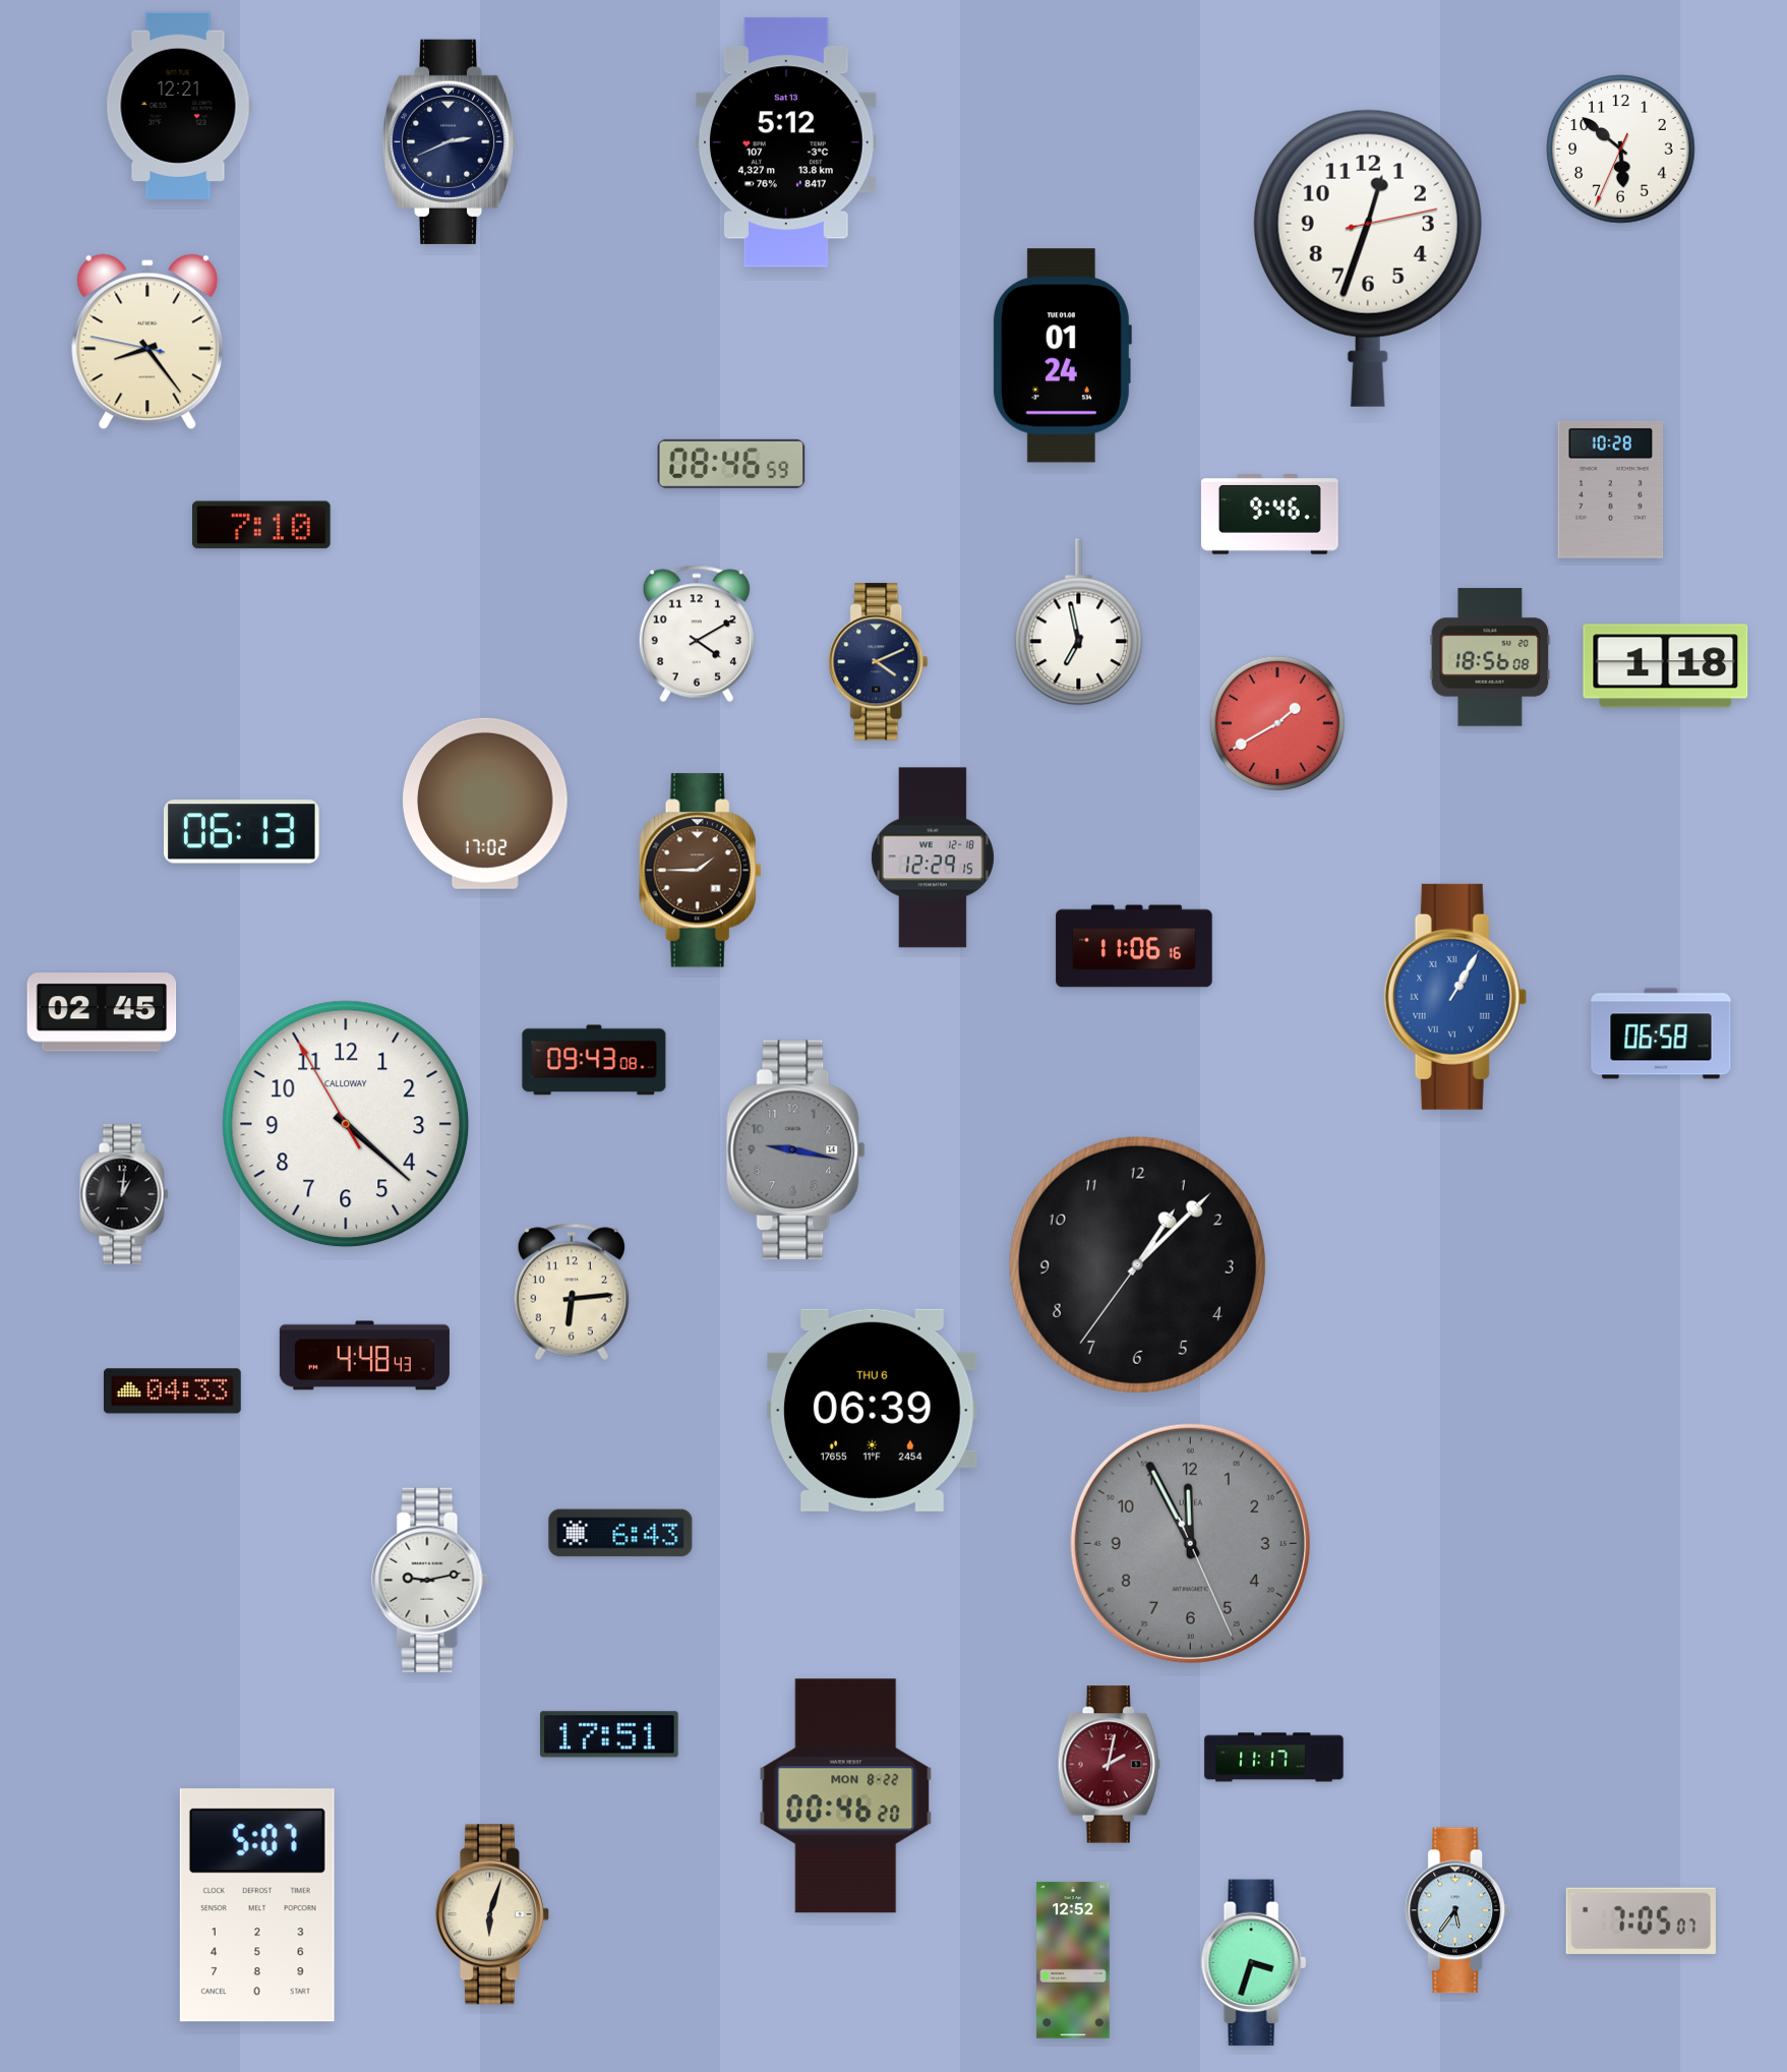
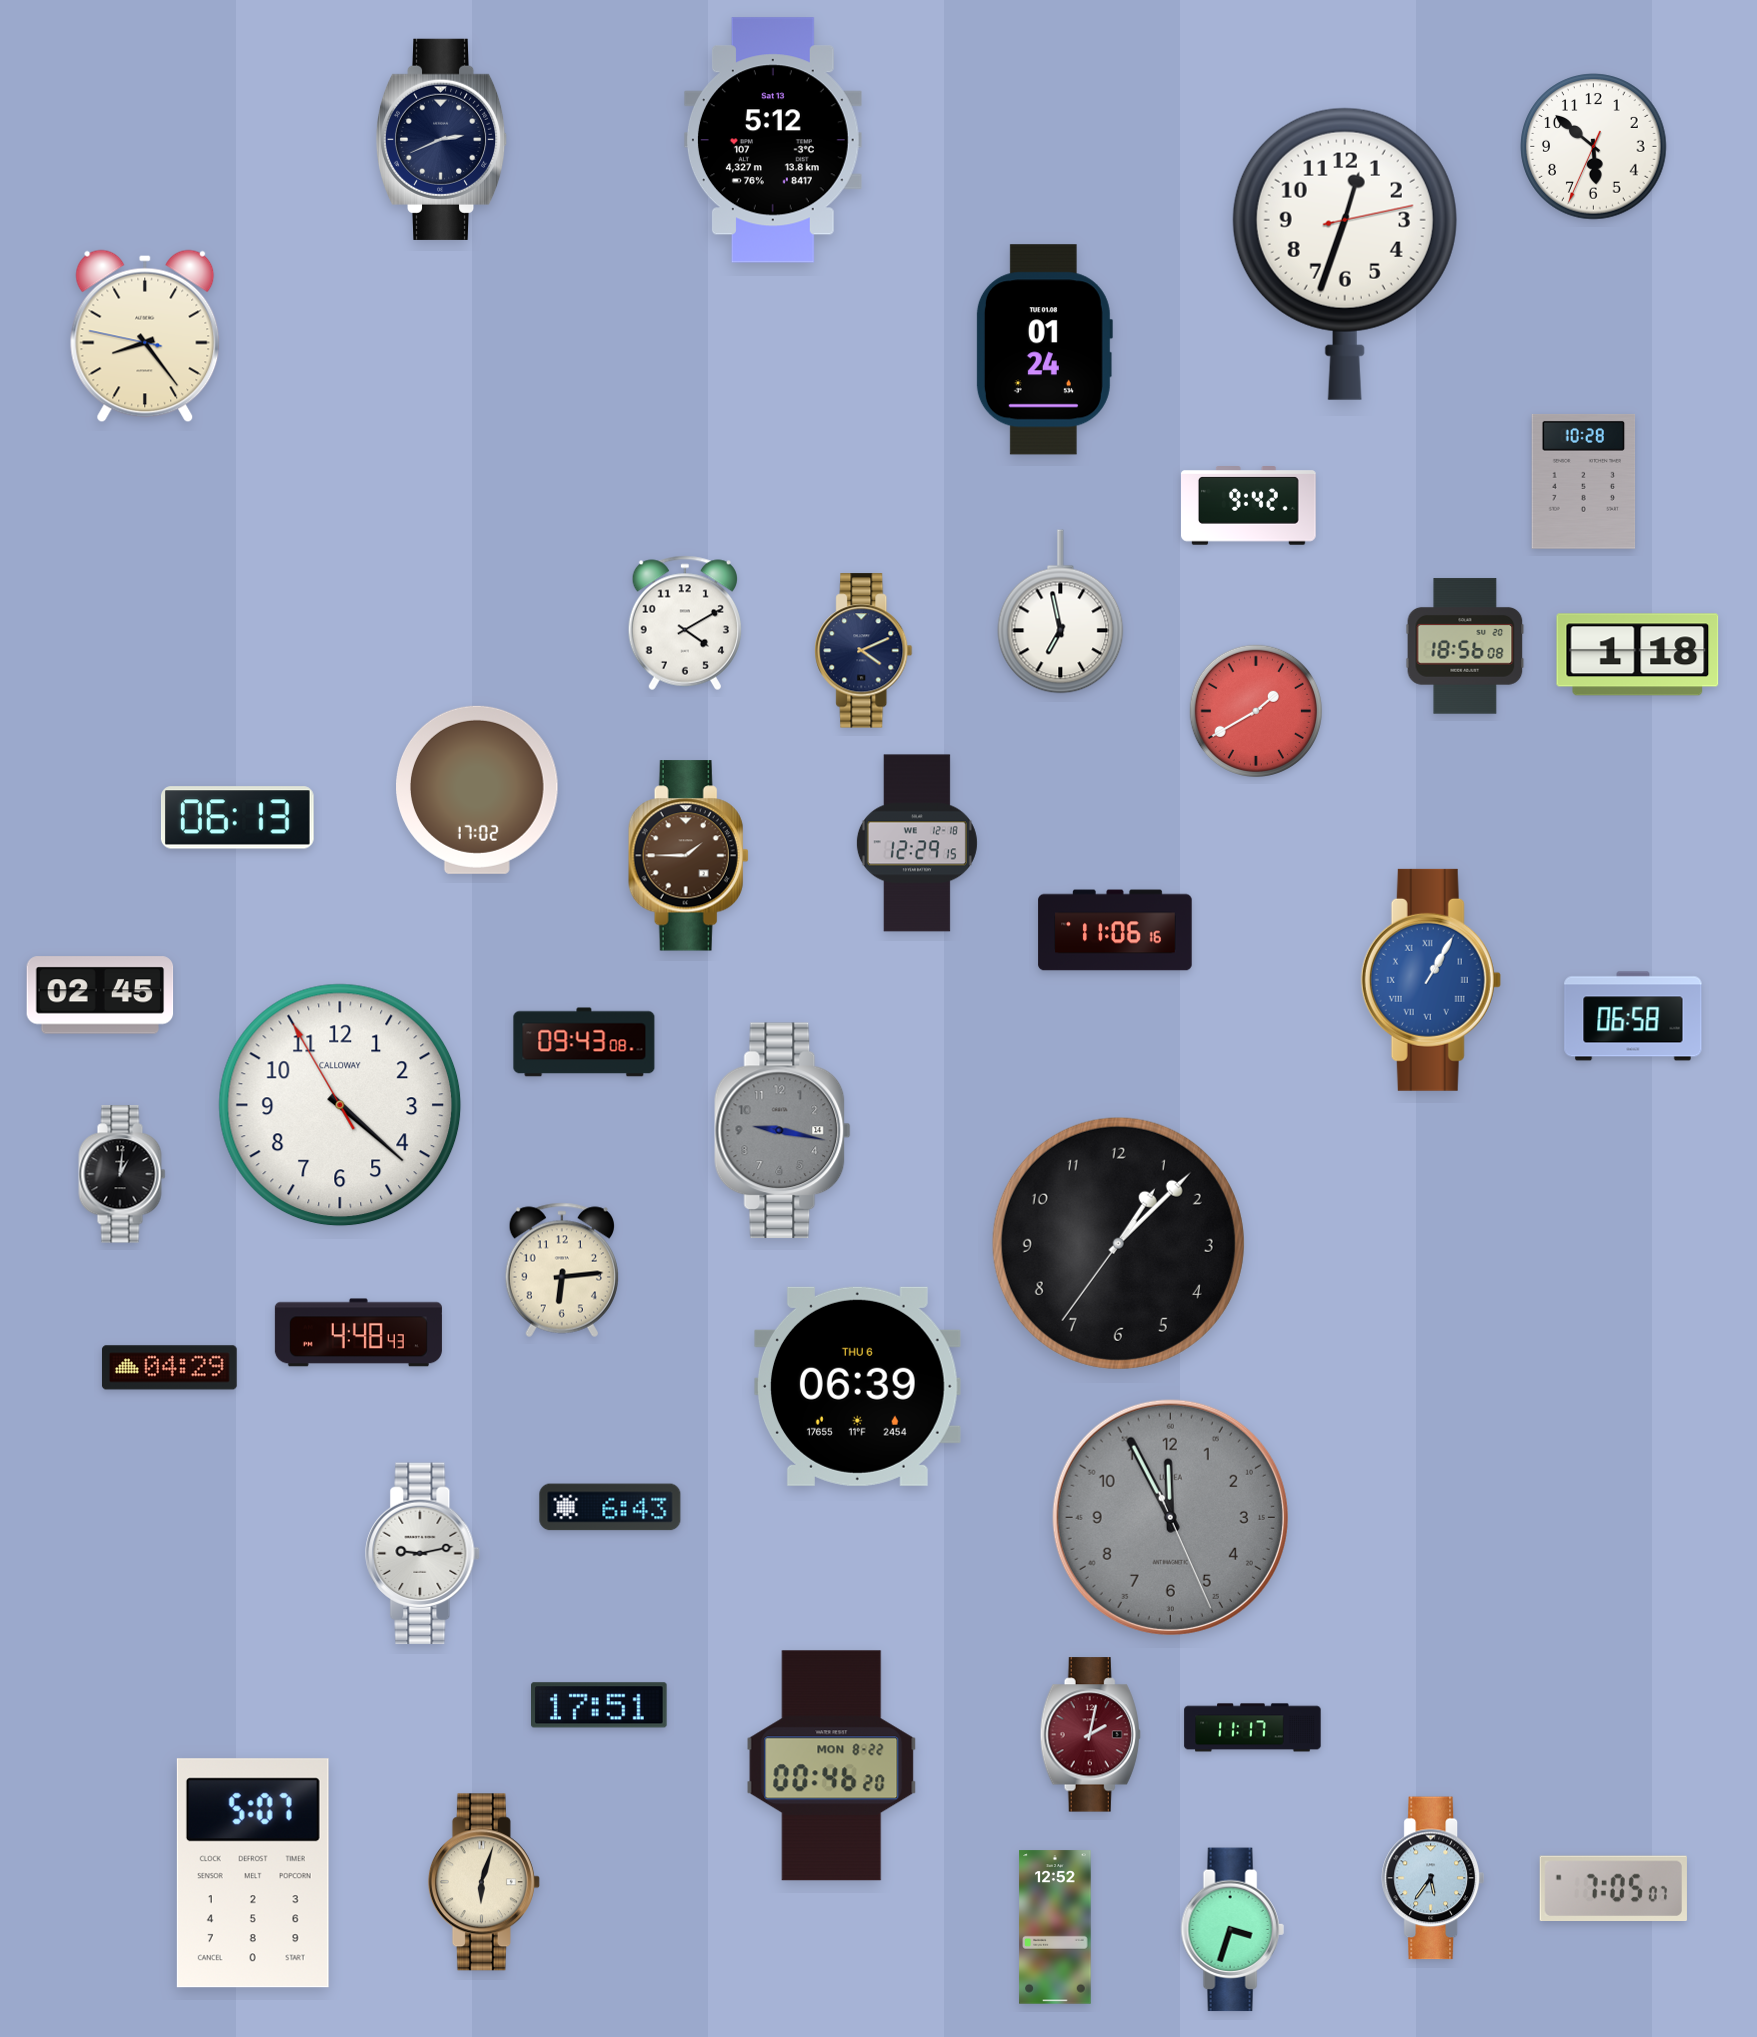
clock at (179, 106): 12:21 -> none
clock at (731, 464): 08:46 -> none
clock at (1270, 515): 9:46 -> 9:42
clock at (262, 525): 7:10 -> none
clock at (173, 1392): 04:33 -> 04:29
